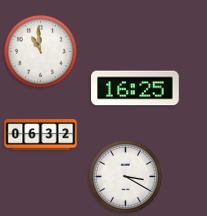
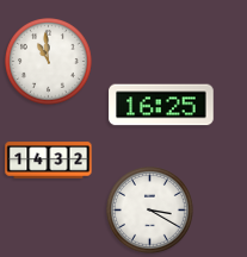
clock at (41, 135): 06:32 -> 14:32
